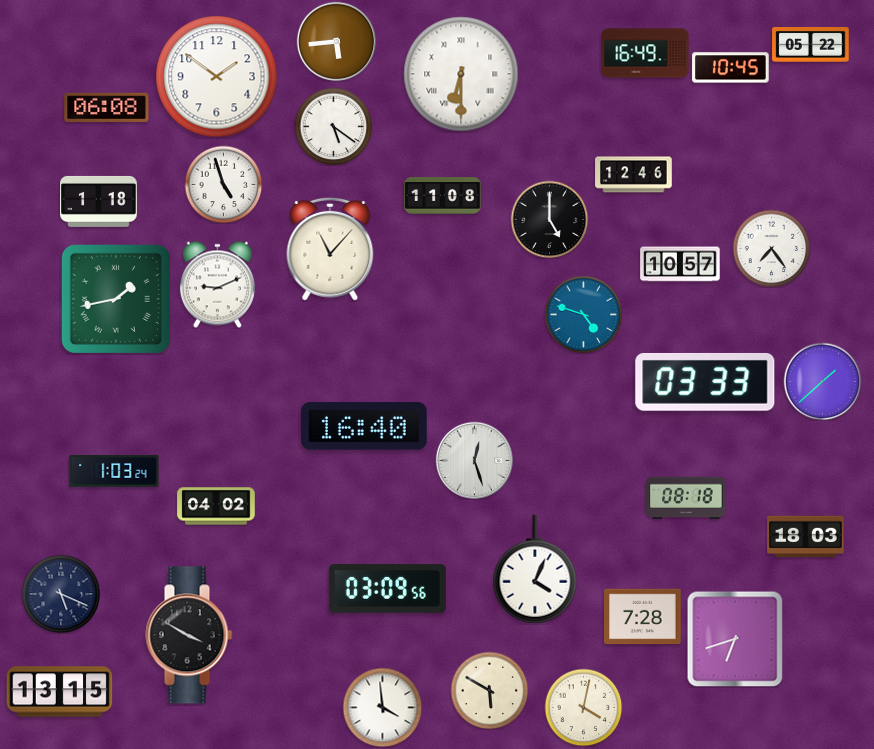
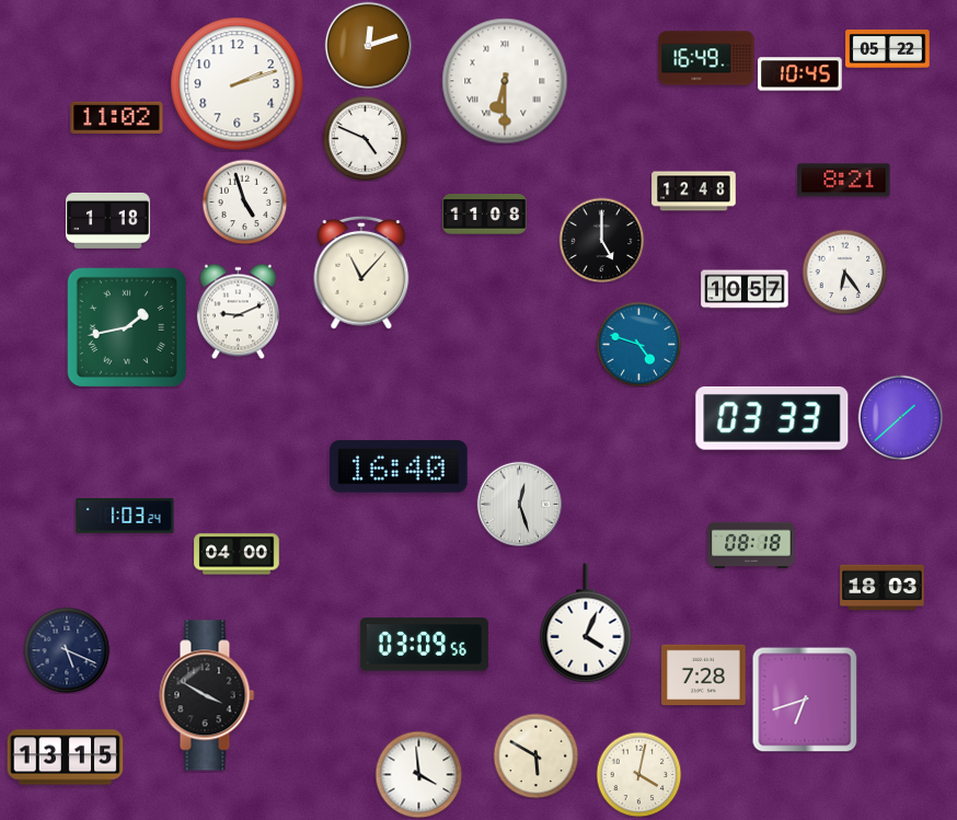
clock at (336, 41): 5:44 -> 12:12
clock at (217, 77): 1:51 -> 2:12
clock at (107, 107): 06:08 -> 11:02
clock at (333, 126): 5:21 -> 4:49
clock at (844, 181): none -> 8:21
clock at (634, 175): 12:46 -> 12:48
clock at (771, 248): 7:24 -> 6:24
clock at (216, 506): 04:02 -> 04:00
